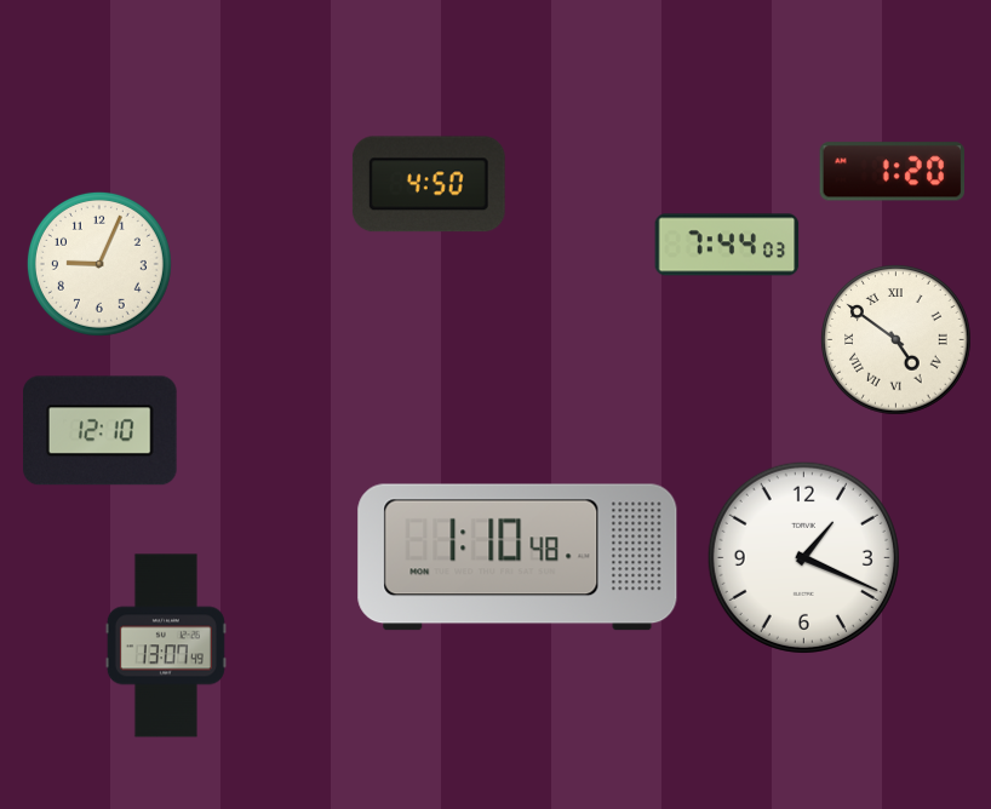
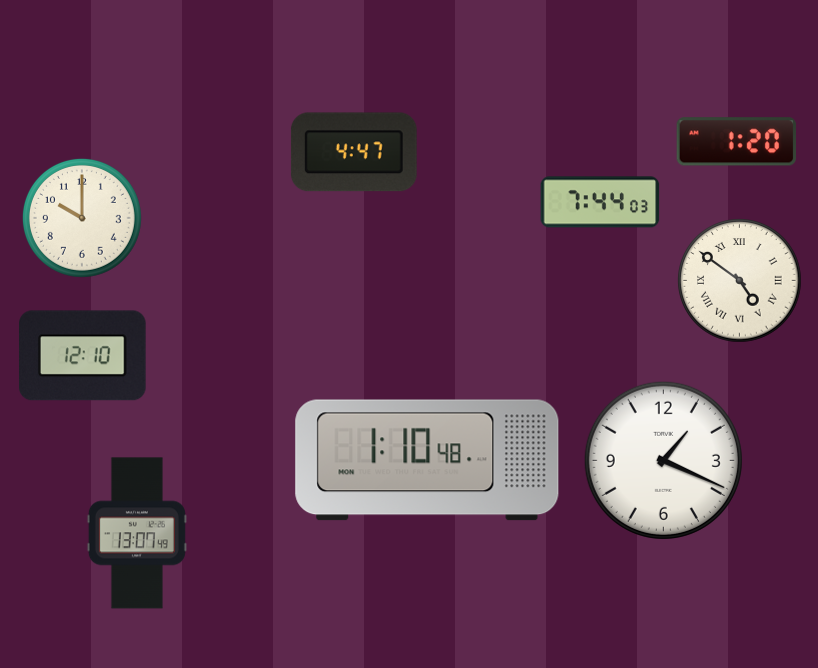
clock at (429, 184): 4:50 -> 4:47
clock at (99, 264): 9:04 -> 10:00
